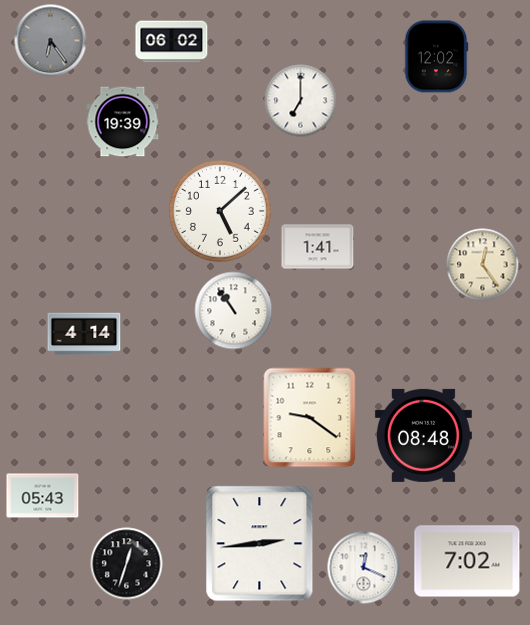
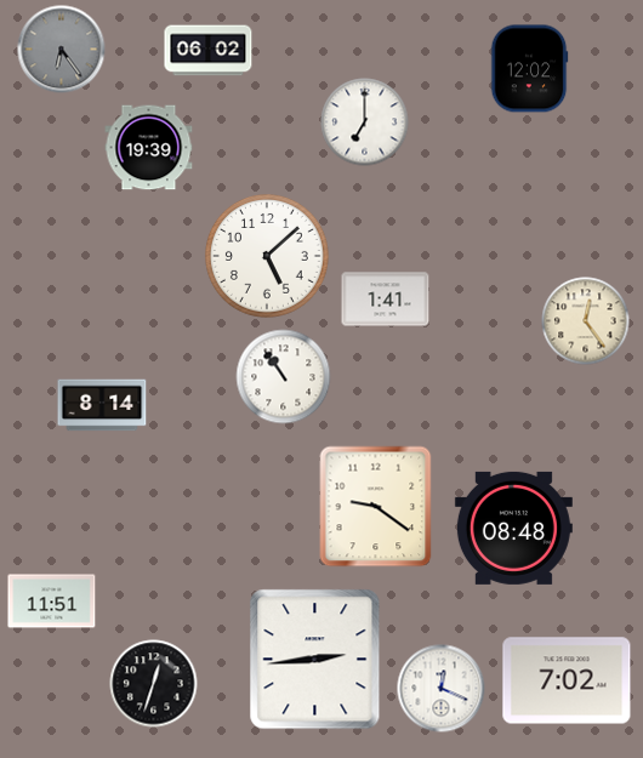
clock at (84, 334): 4:14 -> 8:14
clock at (43, 496): 05:43 -> 11:51
